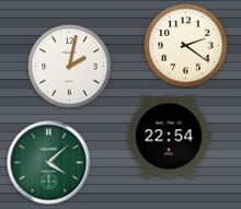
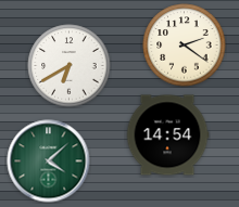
clock at (70, 67): 2:02 -> 6:40
clock at (169, 137): 22:54 -> 14:54
